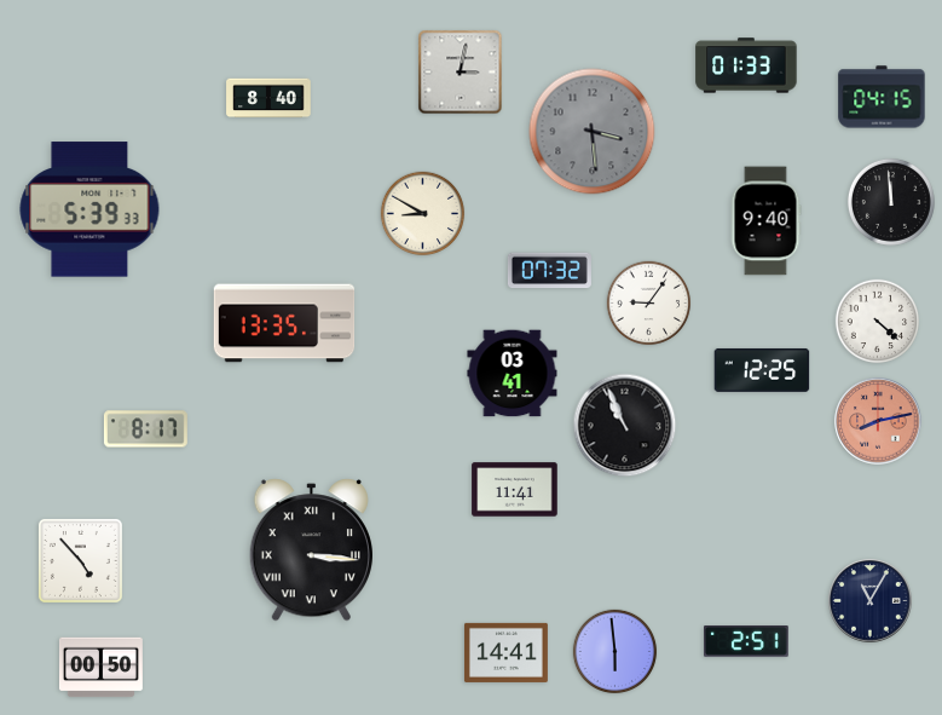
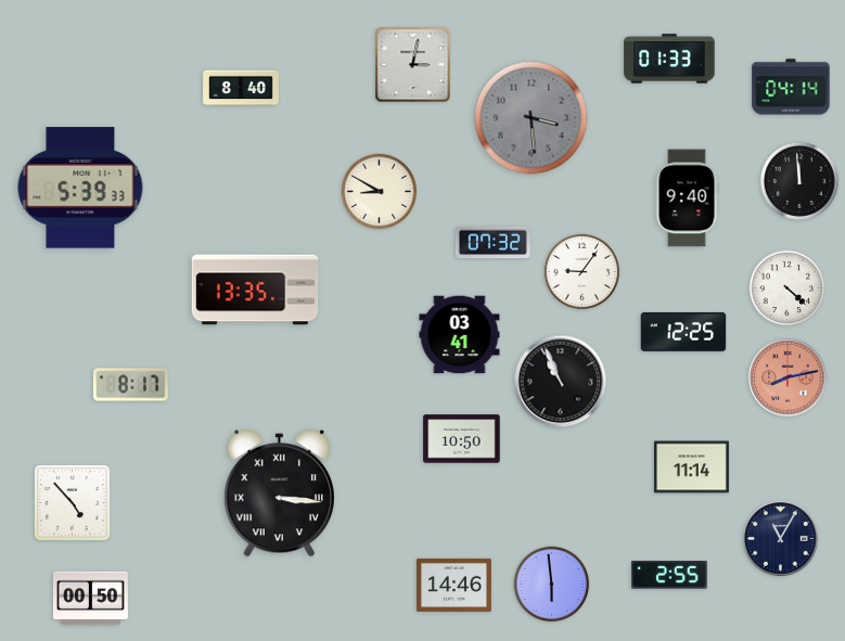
clock at (882, 97): 04:15 -> 04:14
clock at (515, 490): 11:41 -> 10:50
clock at (691, 467): none -> 11:14
clock at (747, 641): 2:51 -> 2:55
clock at (505, 652): 14:41 -> 14:46
